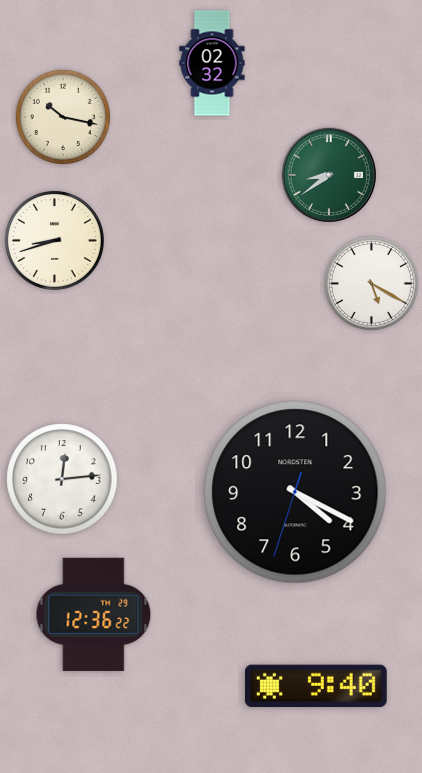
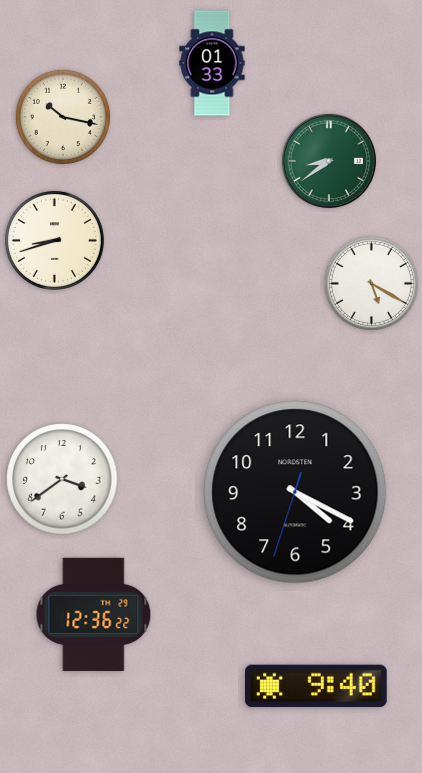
clock at (212, 63): 02:32 -> 01:33
clock at (328, 174) position: (328, 174) -> (328, 160)
clock at (62, 479): 12:14 -> 3:39
